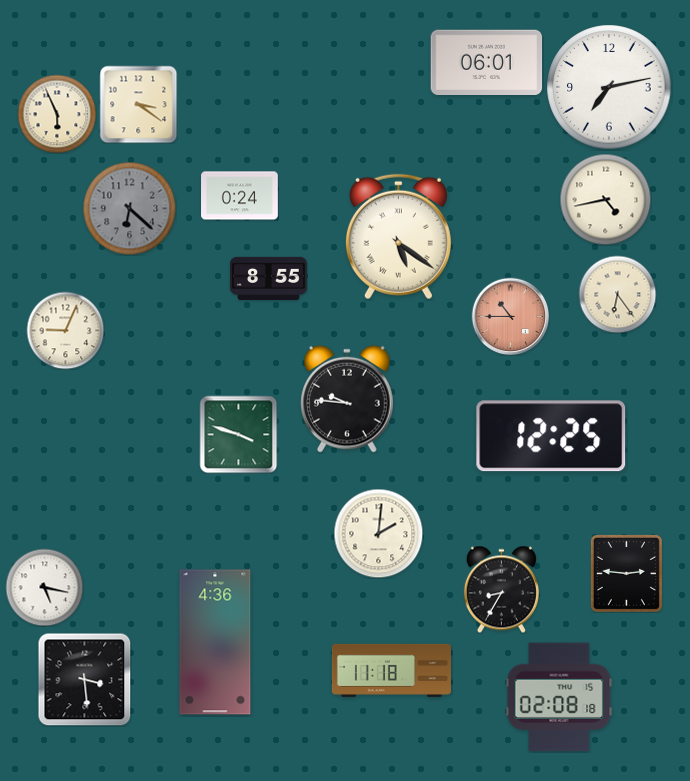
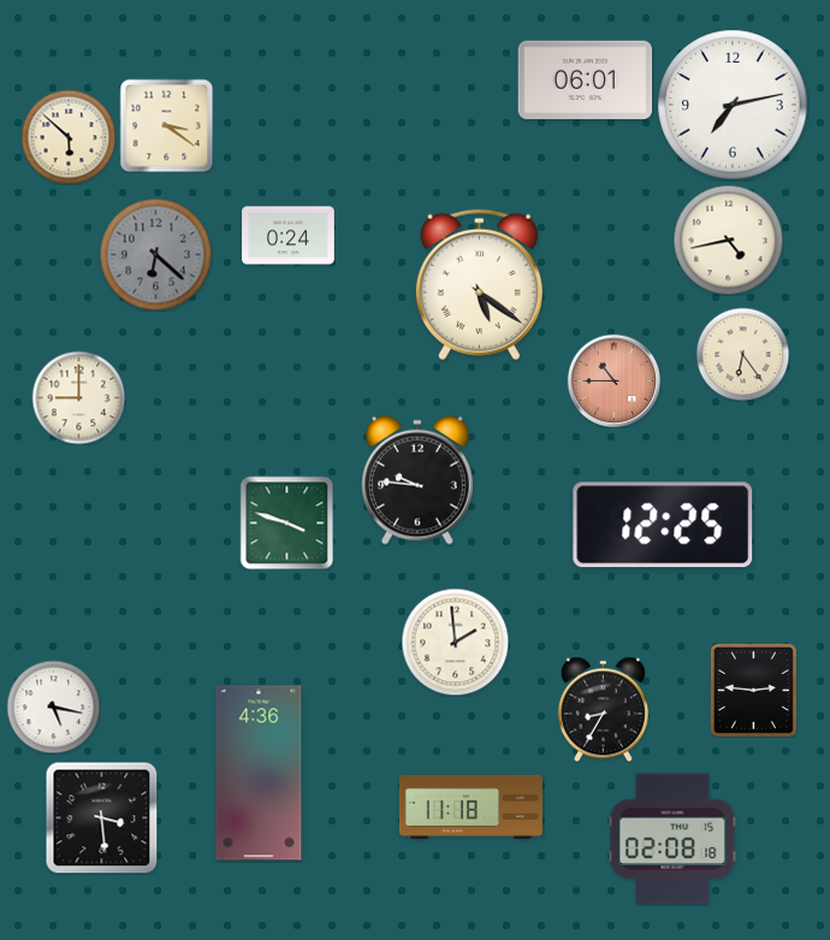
clock at (487, 63) position: (487, 63) -> (586, 81)
clock at (57, 114): 5:56 -> 5:52
clock at (129, 208) position: (129, 208) -> (155, 254)
clock at (269, 278): 8:55 -> none
clock at (65, 330): 9:04 -> 9:00
clock at (378, 533): 2:01 -> 1:59
